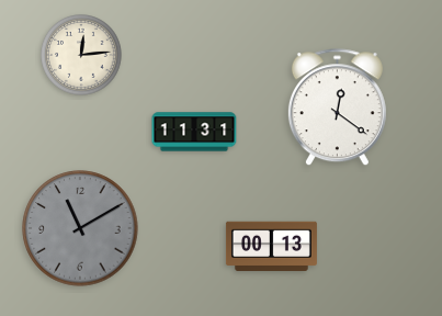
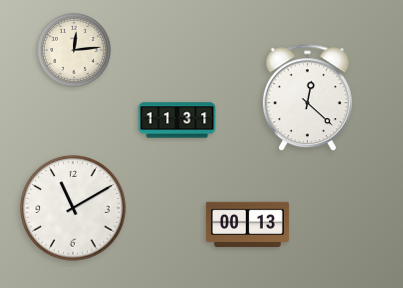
clock at (337, 108): 12:21 -> 12:22
clock at (80, 228) dial: grey -> white
